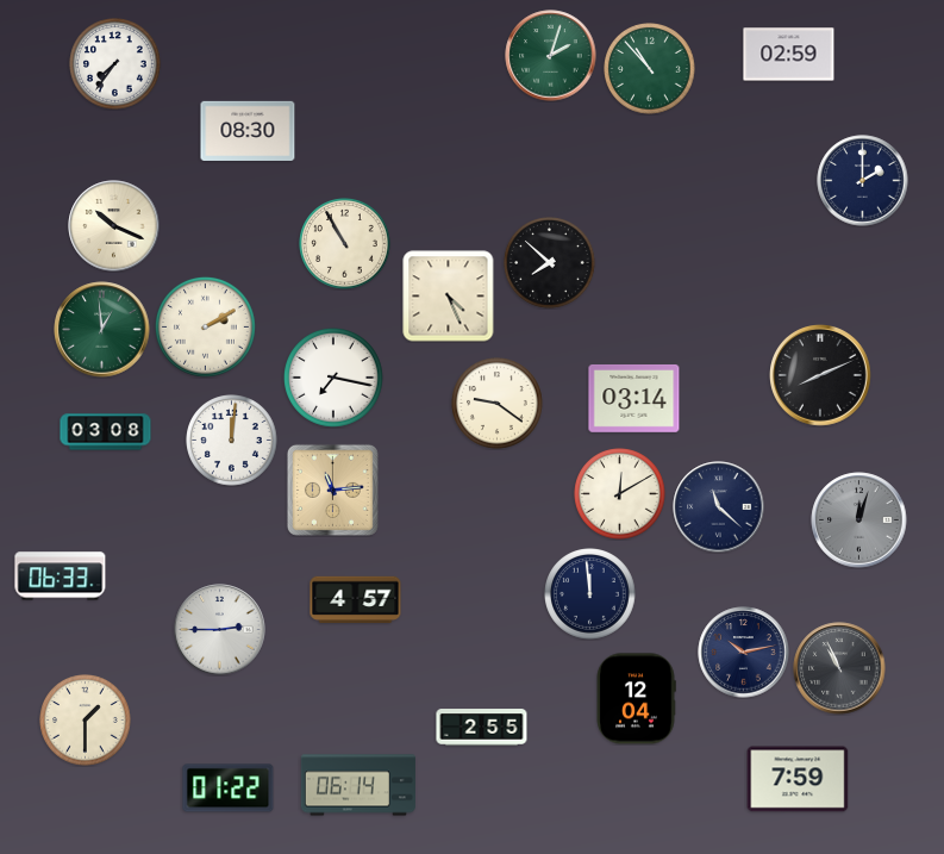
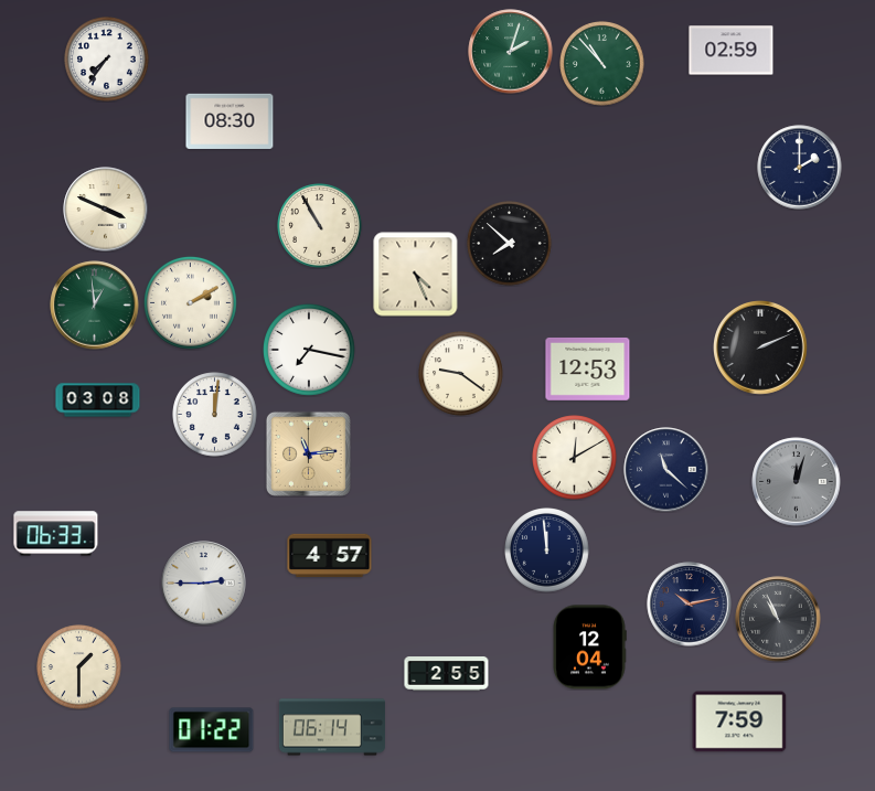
clock at (114, 226): 10:19 -> 3:49
clock at (821, 376): 8:11 -> 2:11
clock at (634, 398): 03:14 -> 12:53
clock at (232, 441) position: (232, 441) -> (215, 415)
